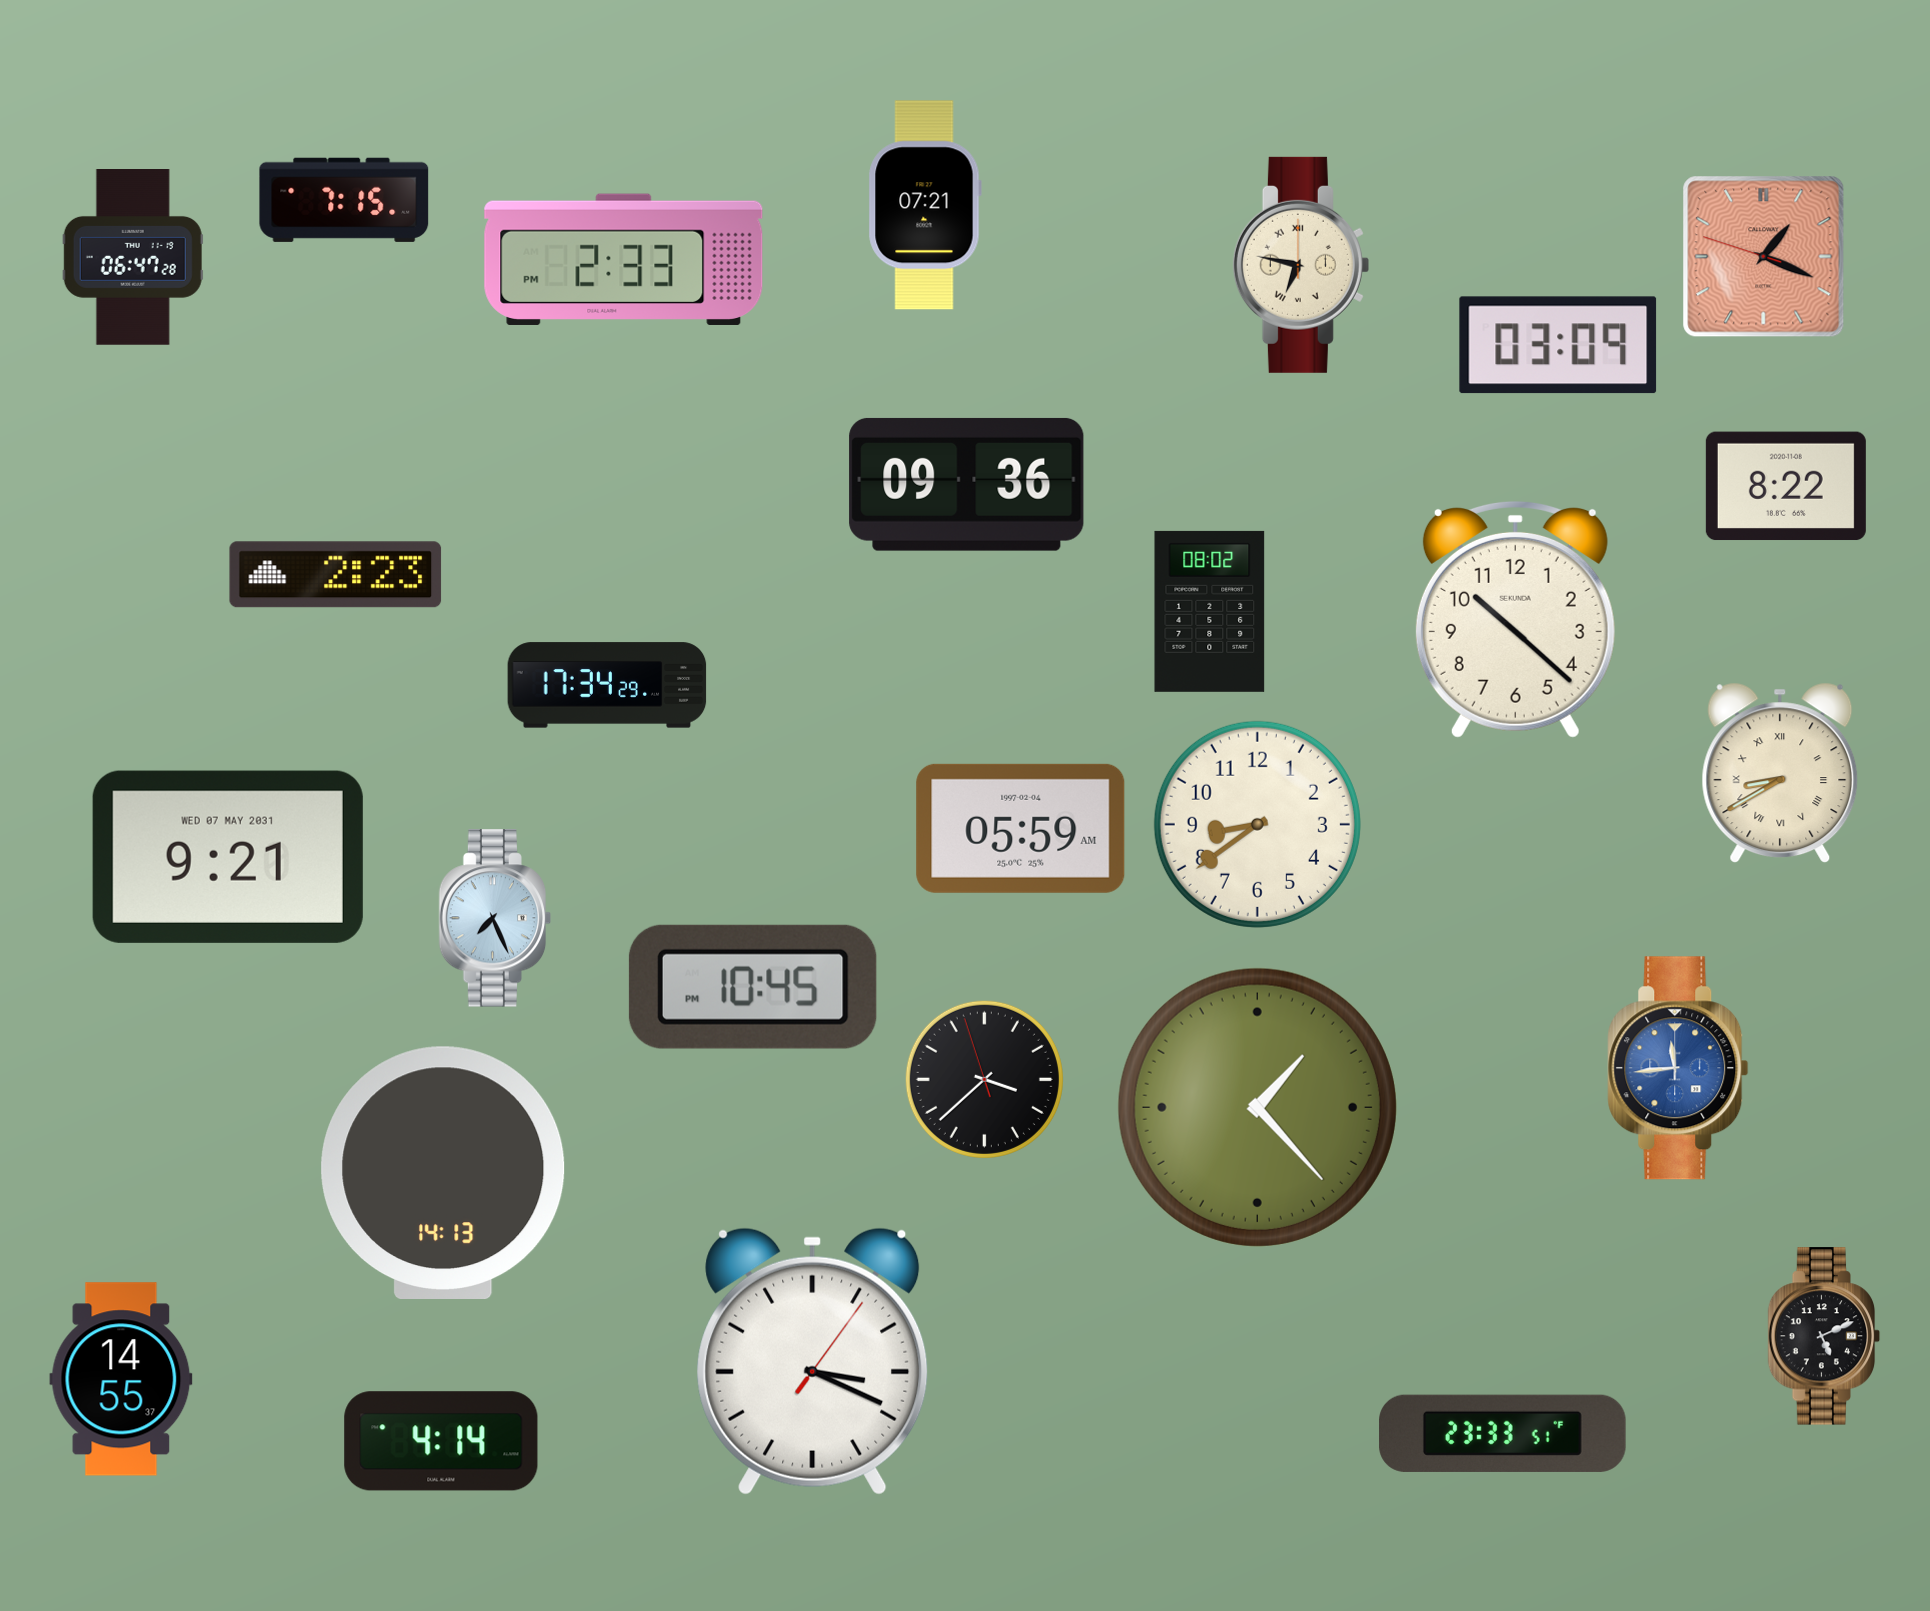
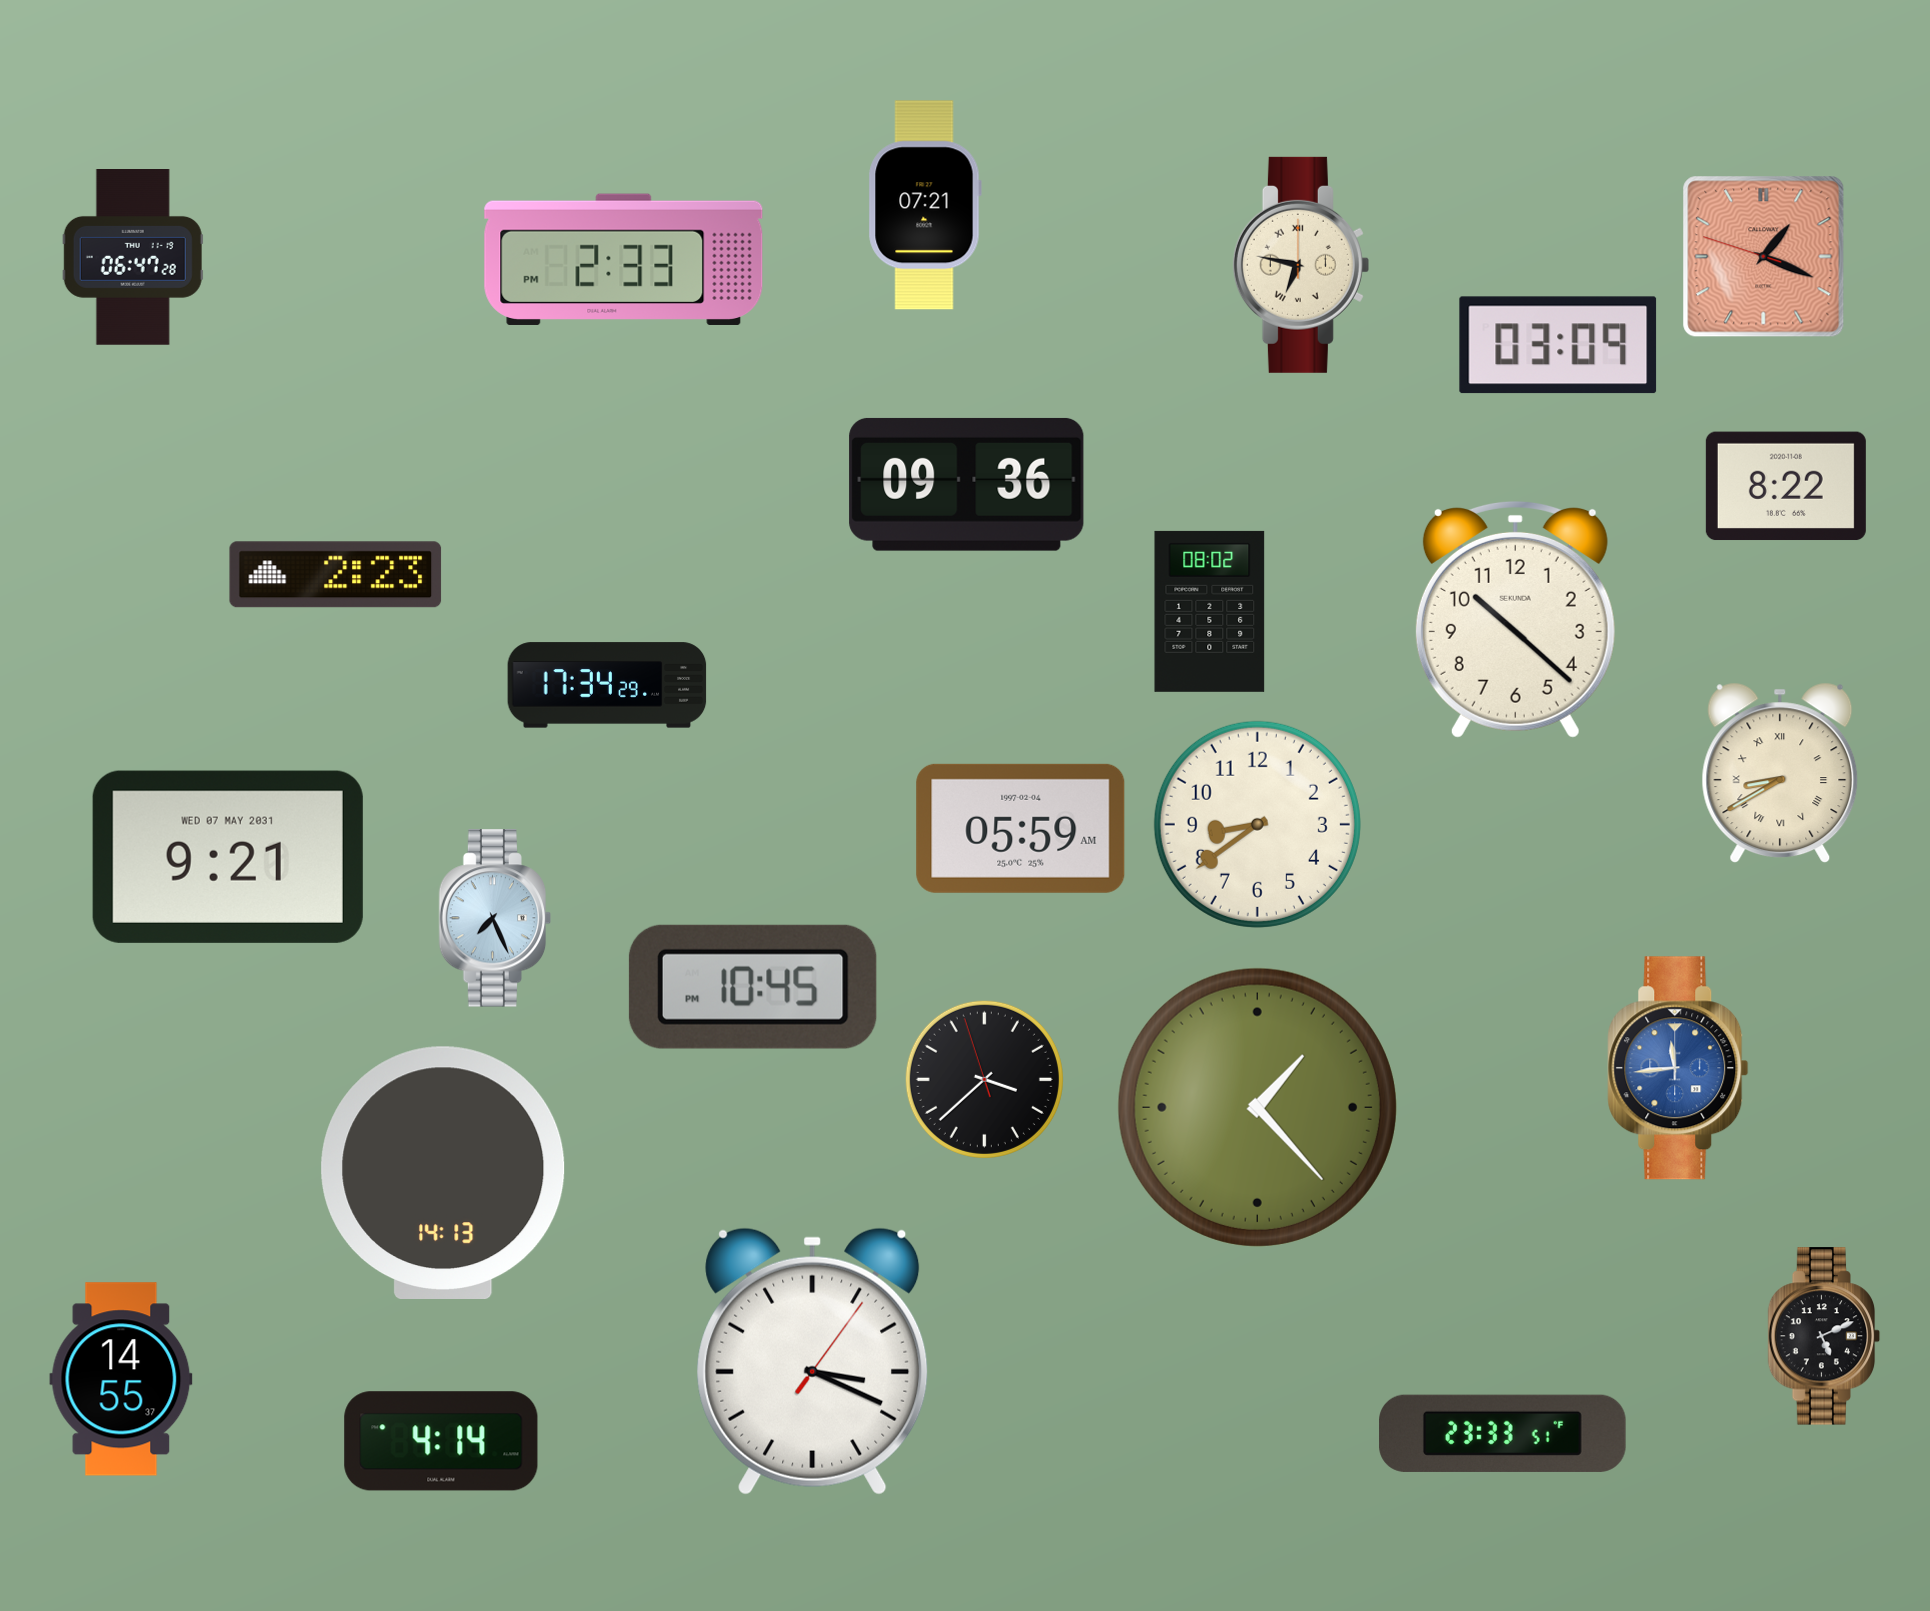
clock at (344, 200): 7:15 -> none
